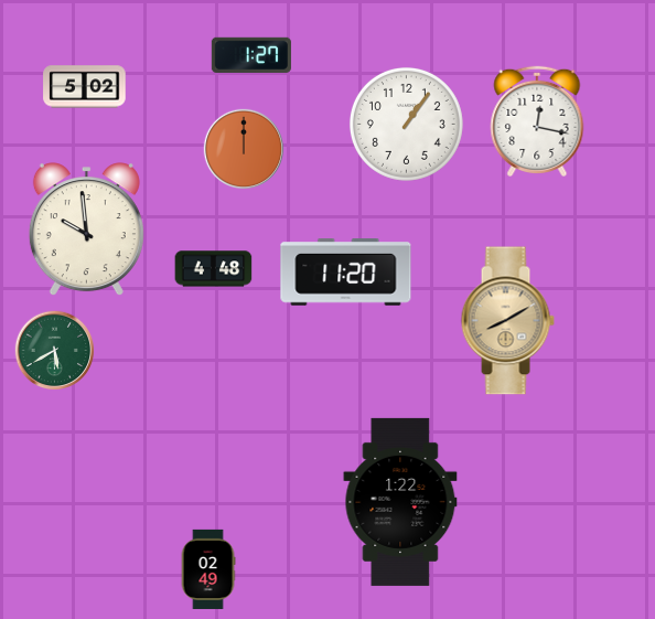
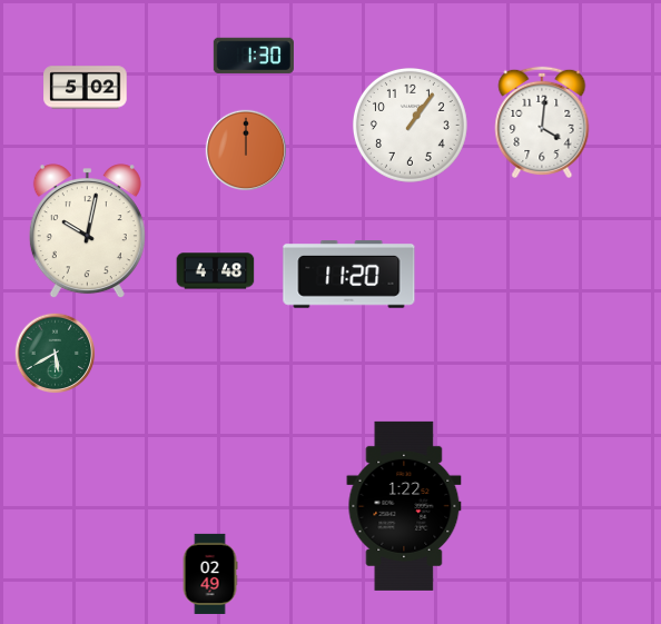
clock at (251, 55): 1:27 -> 1:30
clock at (537, 121): 12:17 -> 4:01
clock at (86, 230): 9:59 -> 10:02
clock at (507, 321): 8:10 -> none
